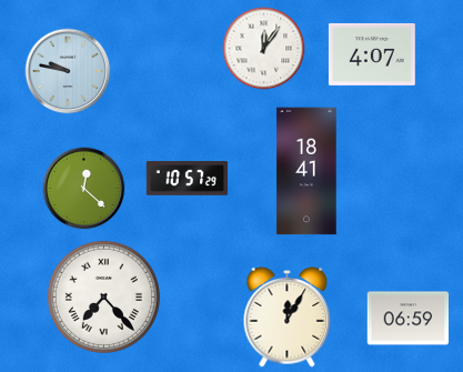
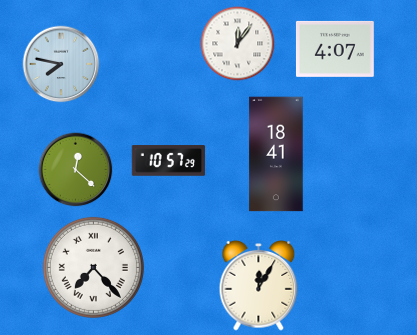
clock at (68, 71): 9:47 -> 7:47
clock at (409, 319): 06:59 -> none
